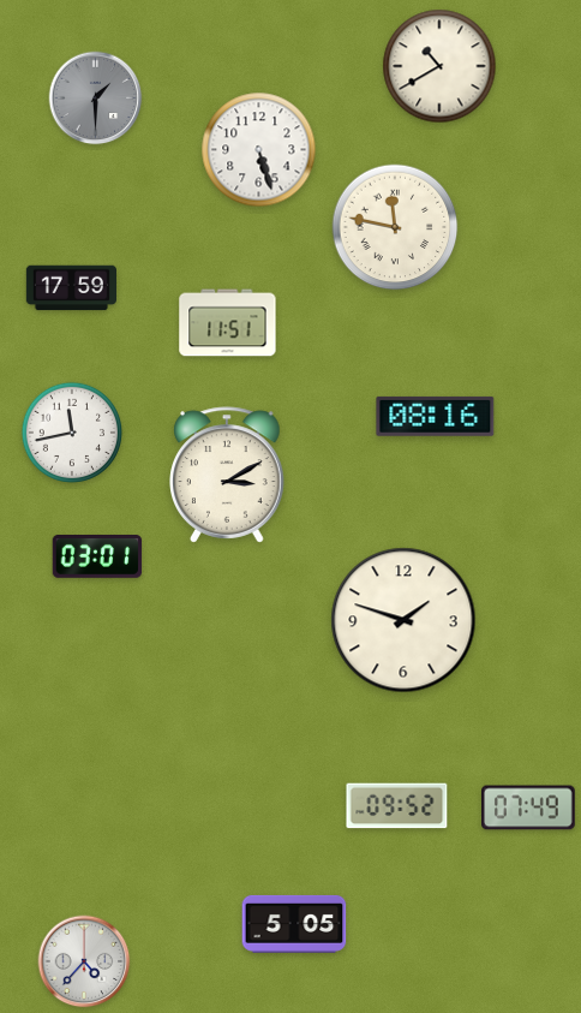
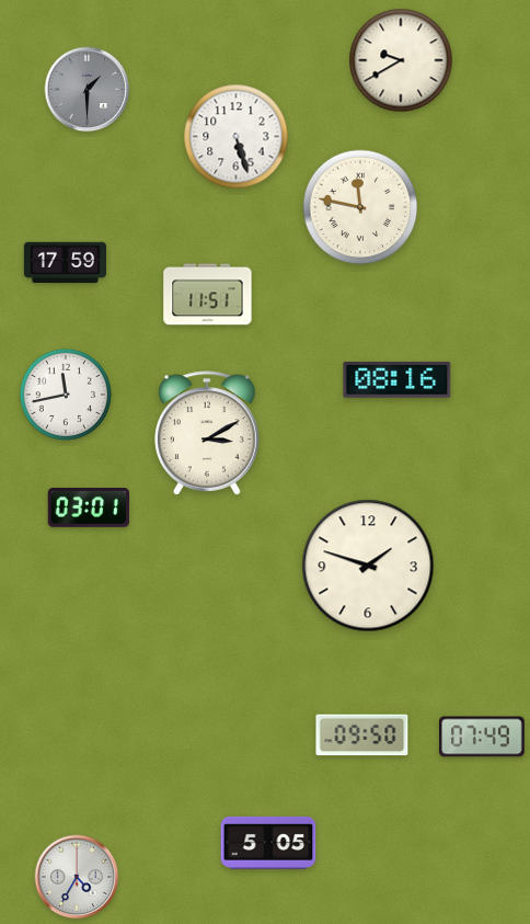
clock at (439, 66): 10:40 -> 9:40
clock at (397, 806): 09:52 -> 09:50
clock at (84, 961): 4:37 -> 4:35
